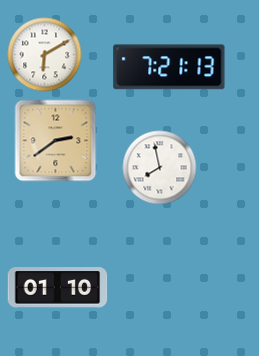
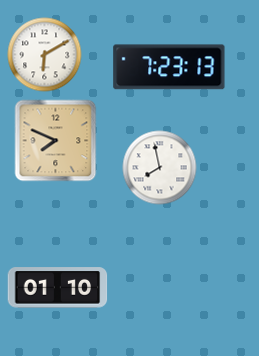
clock at (169, 67): 7:21 -> 7:23
clock at (56, 141): 2:39 -> 7:49
